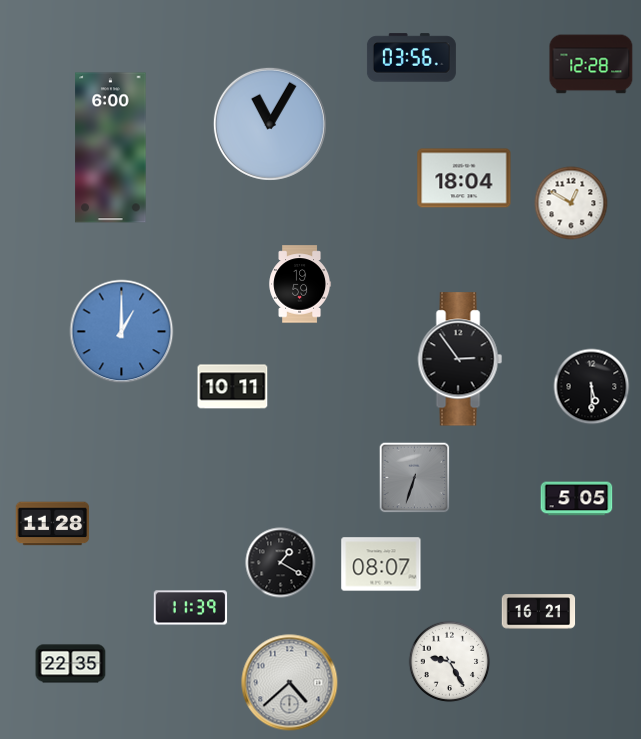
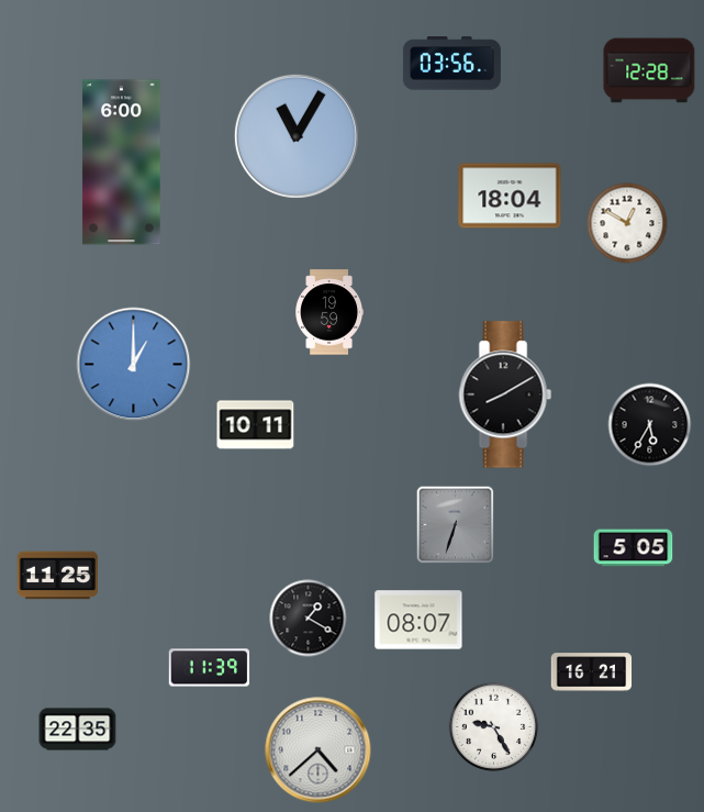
clock at (460, 359): 2:54 -> 8:10
clock at (592, 387): 5:30 -> 5:35
clock at (53, 524): 11:28 -> 11:25
